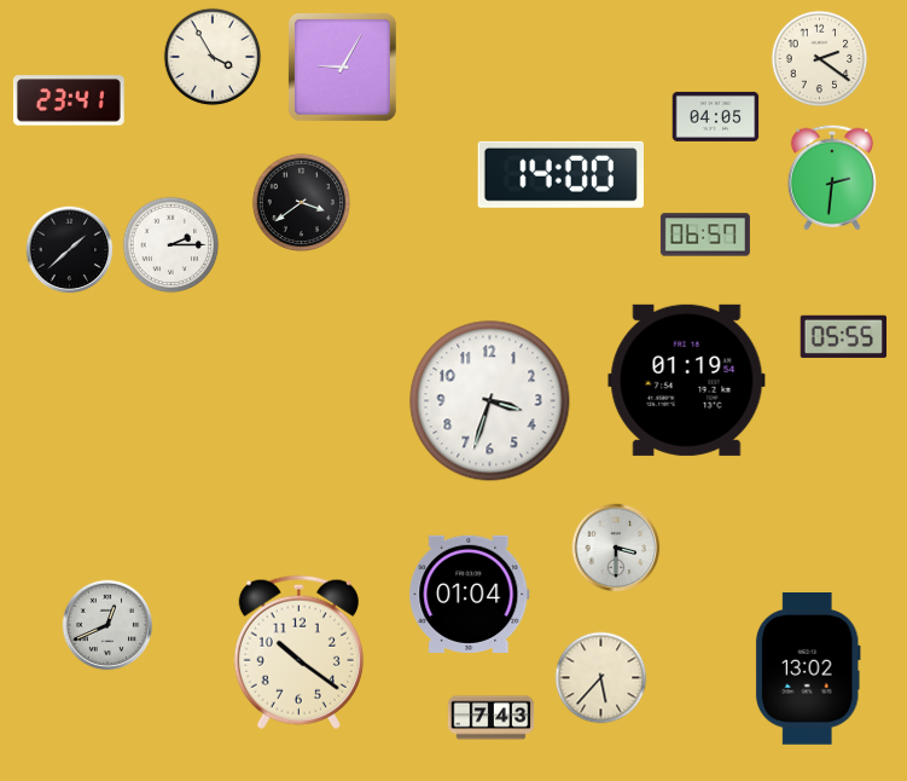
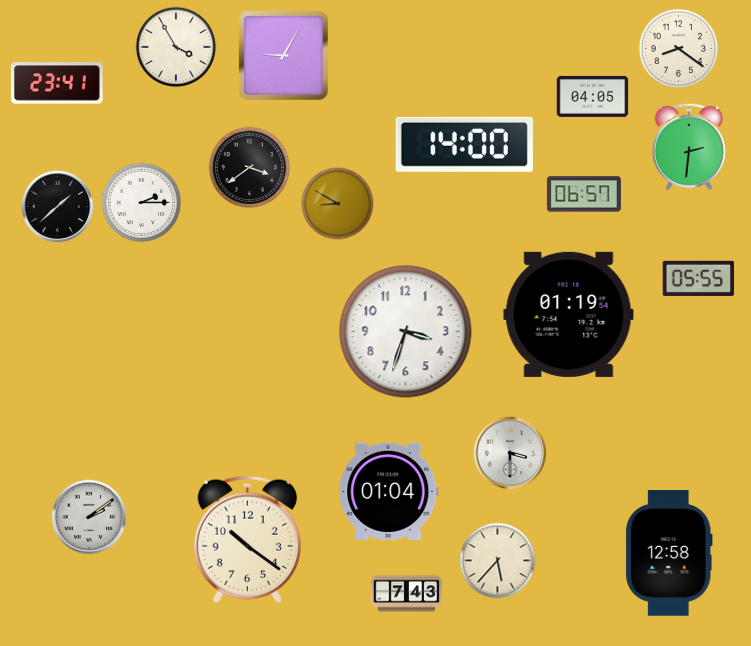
clock at (820, 59): 2:21 -> 8:21
clock at (338, 204): none -> 8:50
clock at (107, 625): 12:41 -> 2:09
clock at (808, 670): 13:02 -> 12:58
